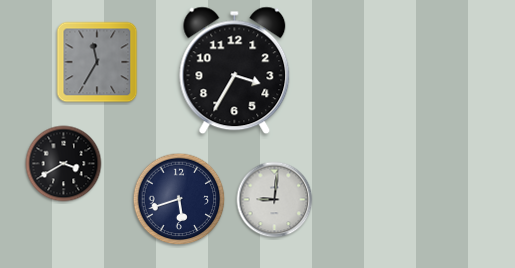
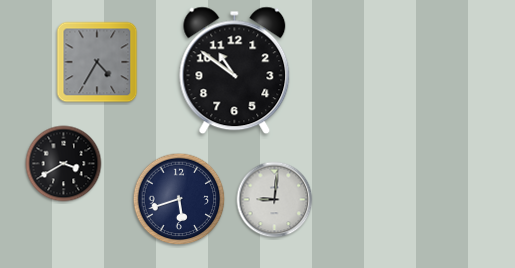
clock at (97, 62): 11:35 -> 4:35
clock at (235, 71): 3:35 -> 10:51
